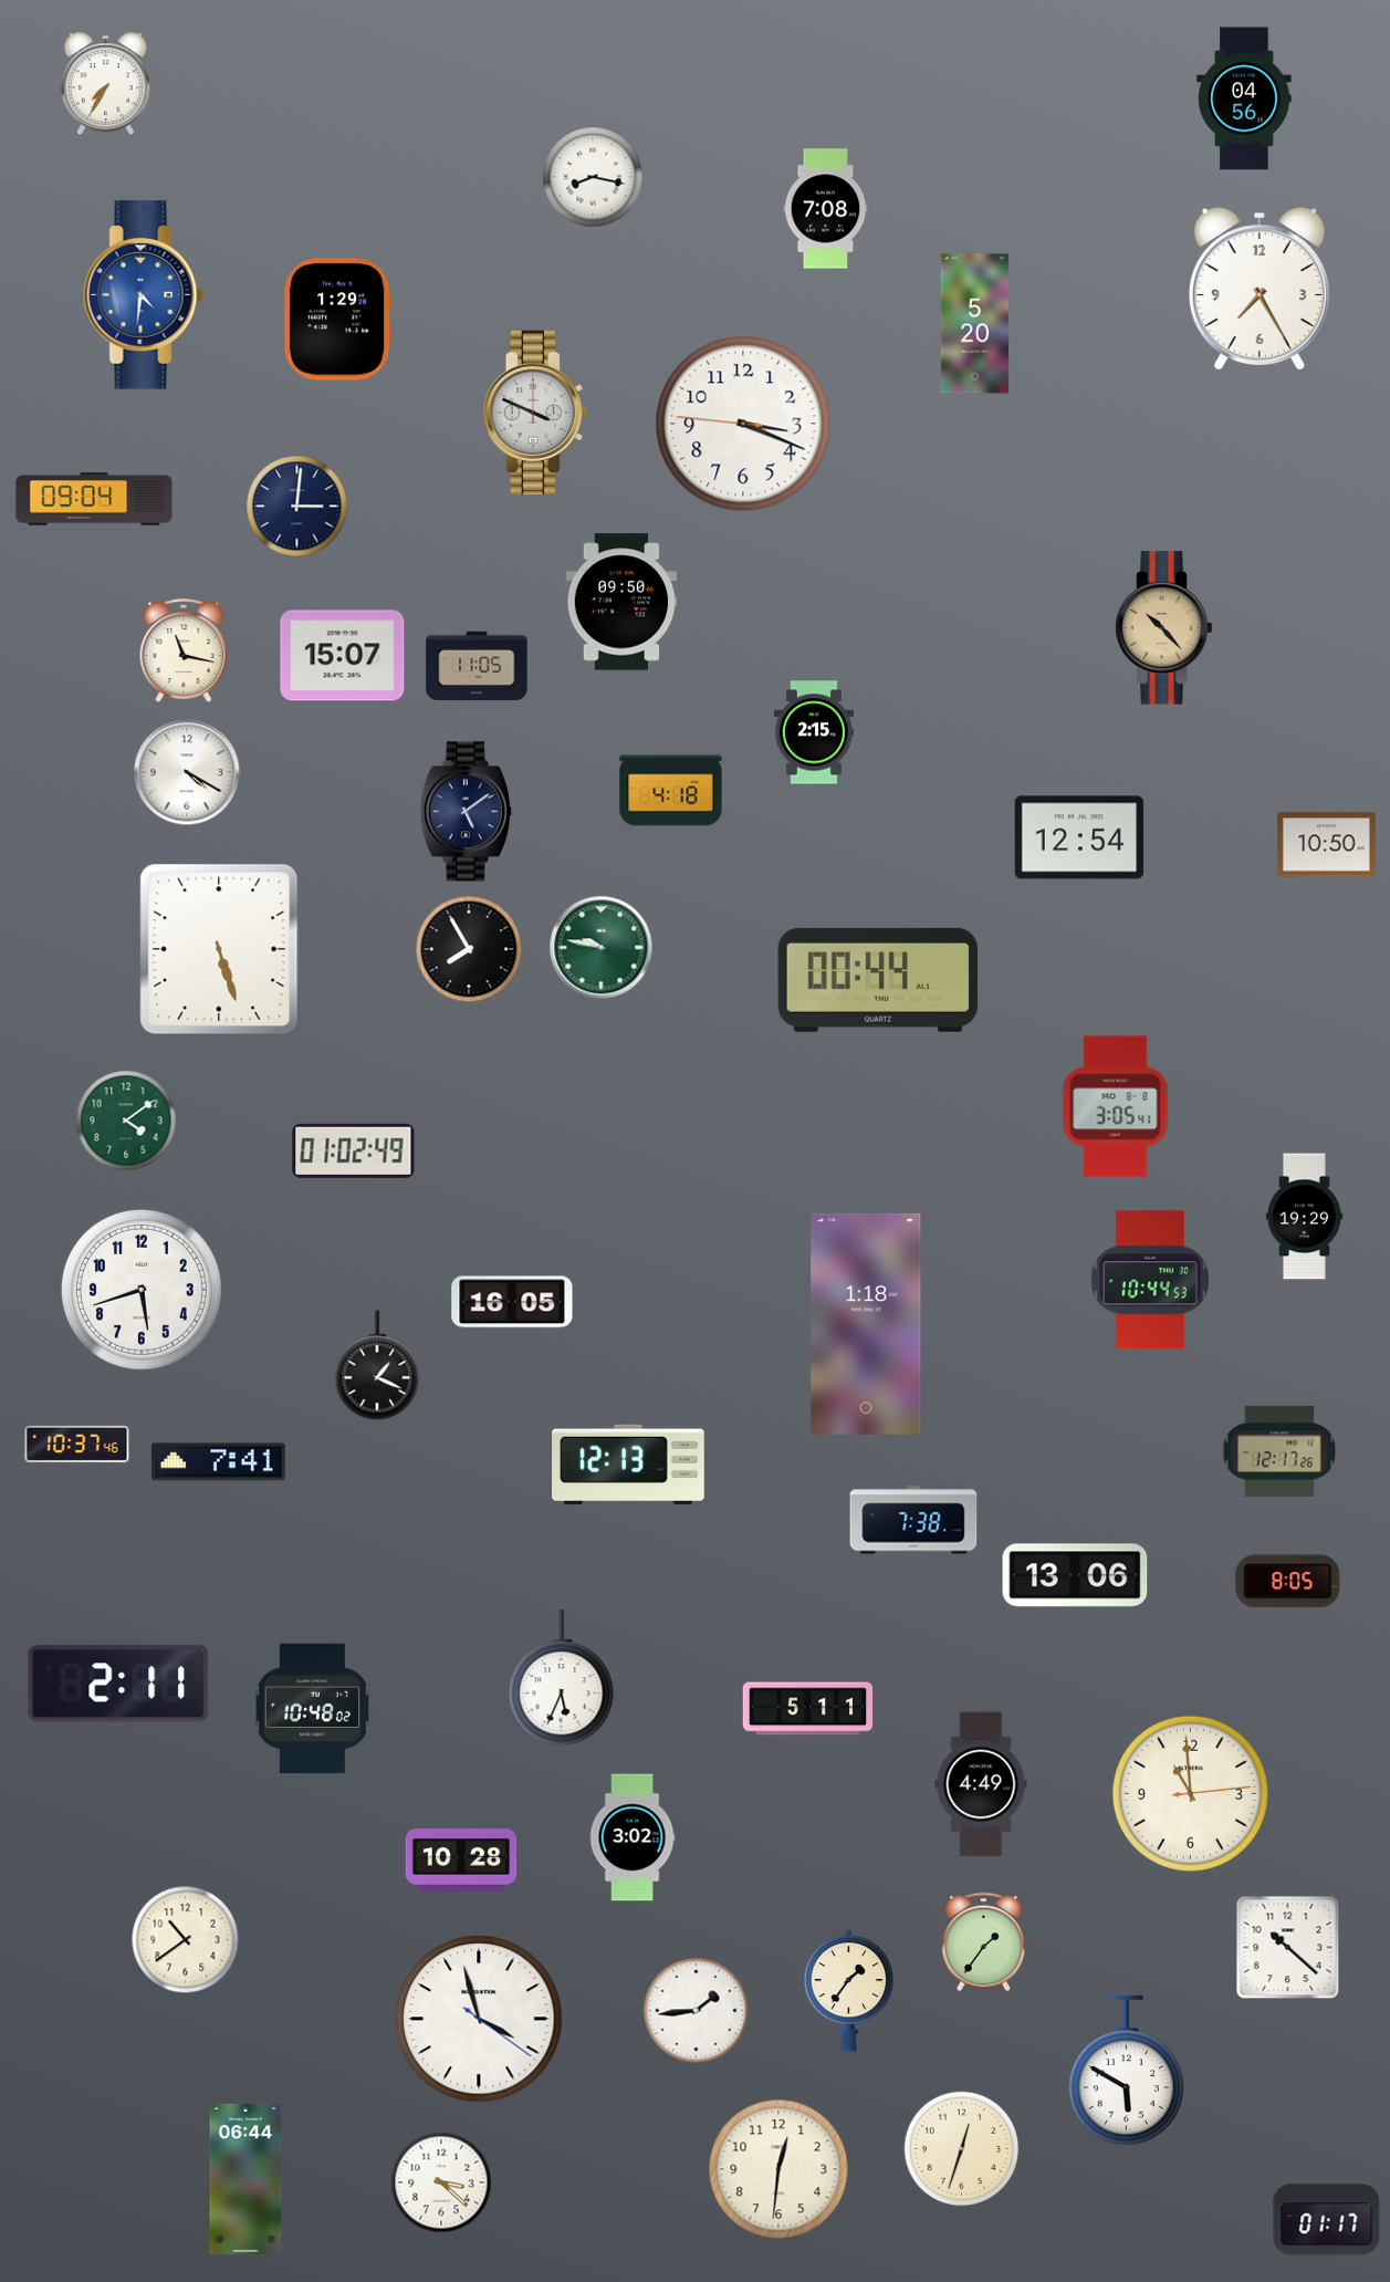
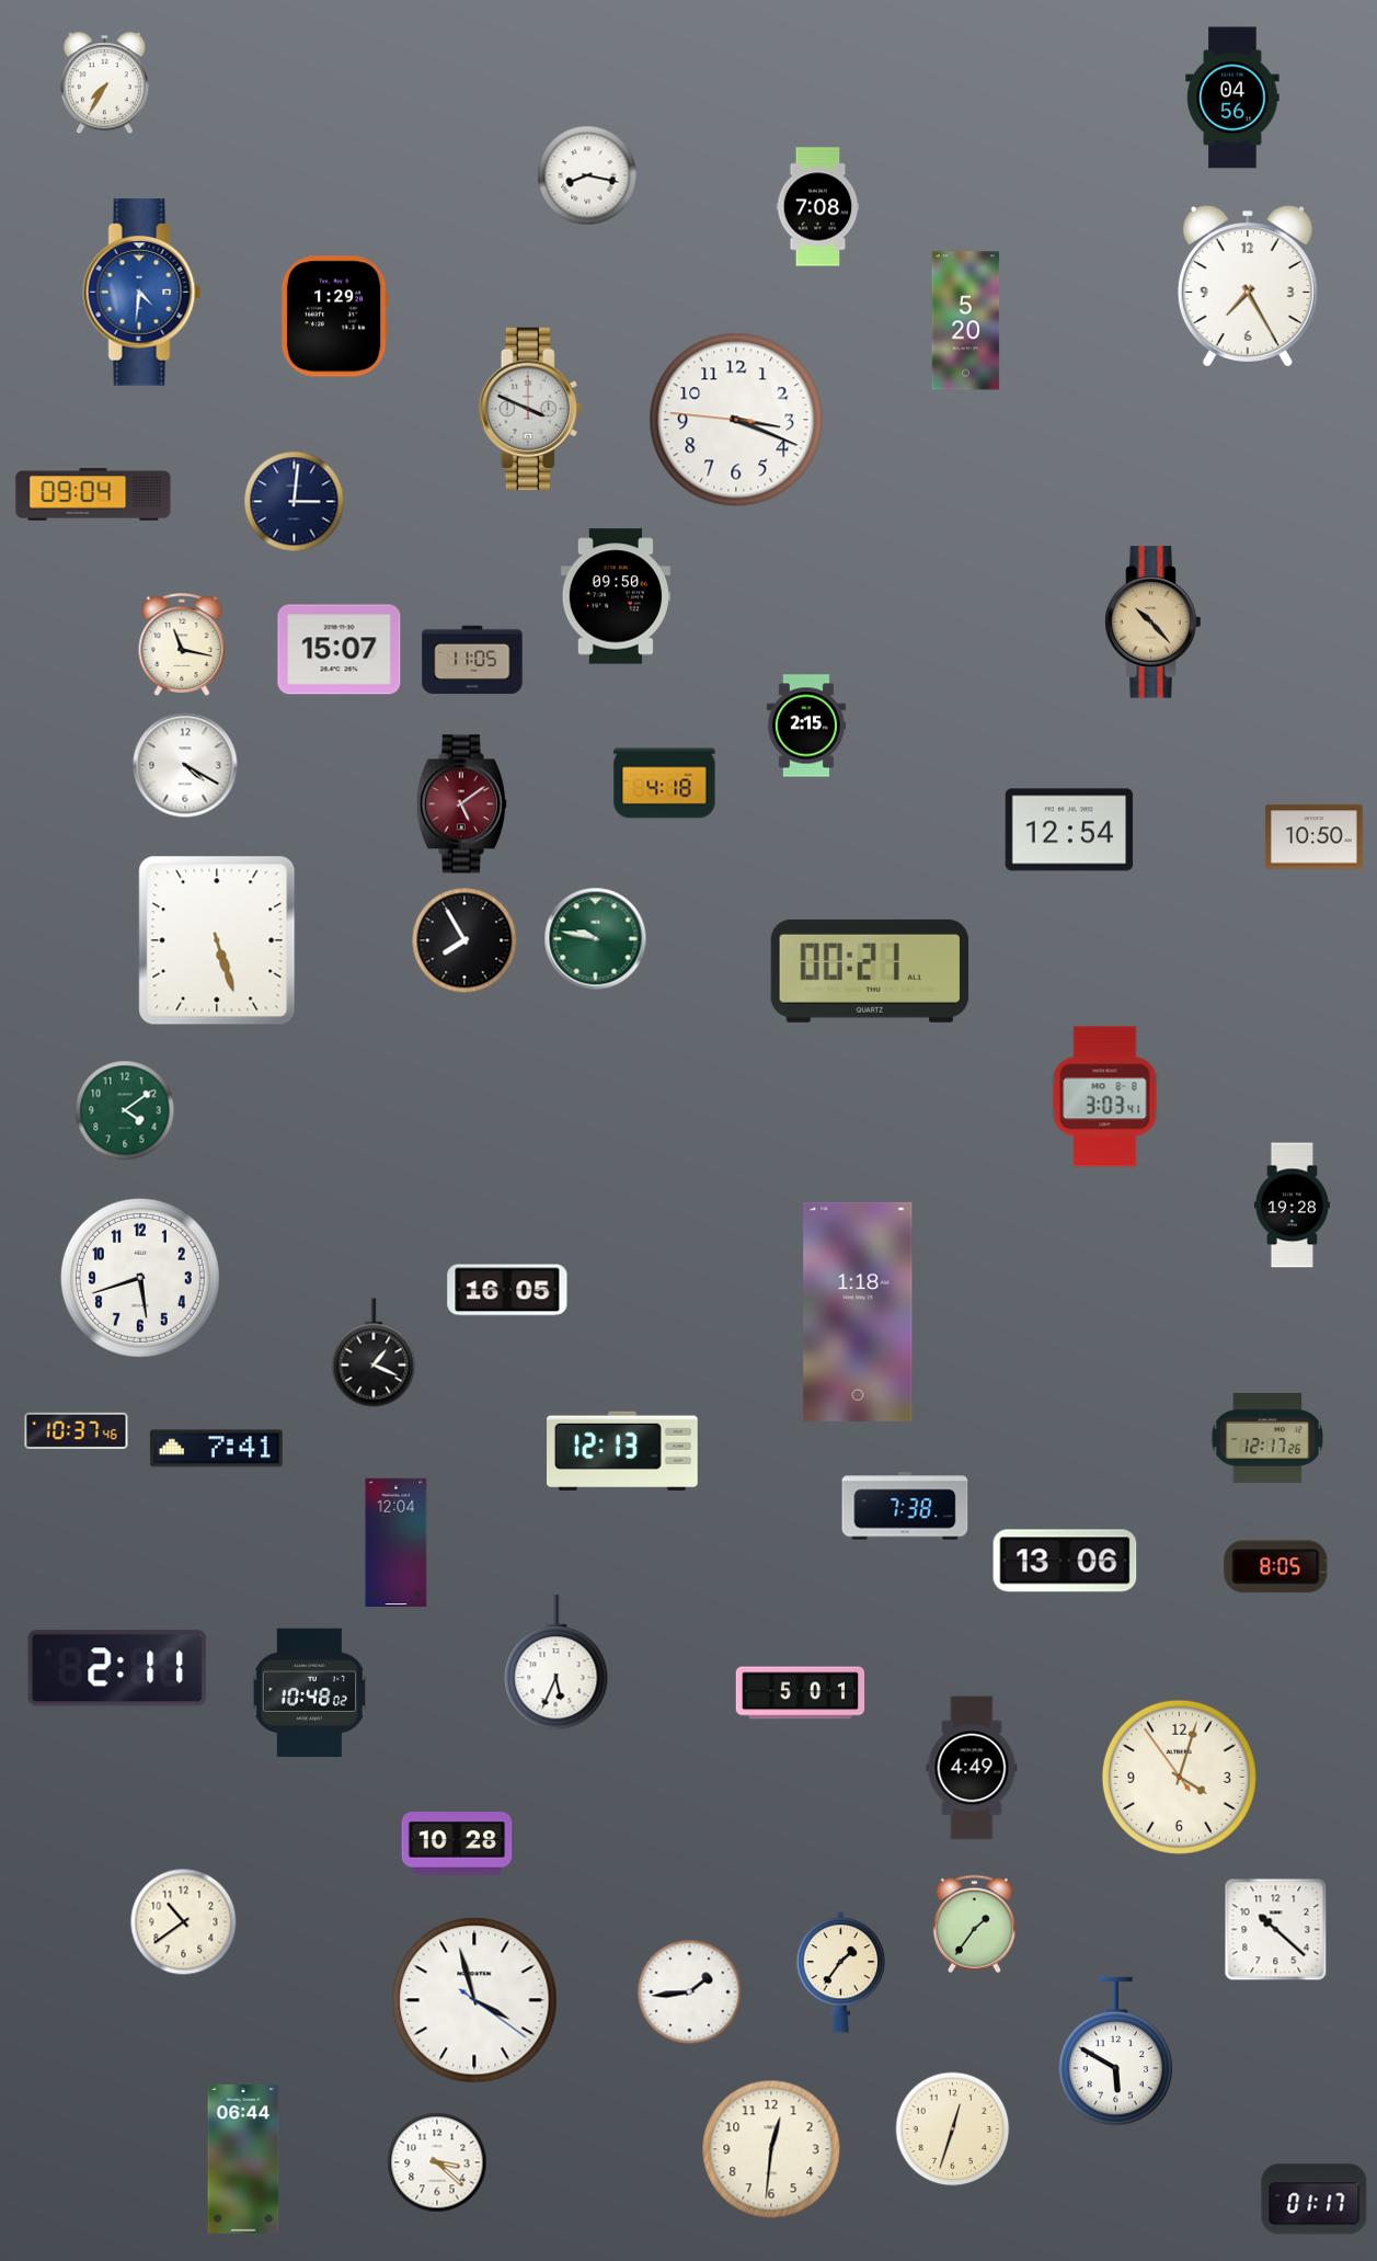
clock at (466, 812) dial: navy -> burgundy
clock at (878, 980): 00:44 -> 00:21
clock at (1116, 1107): 3:05 -> 3:03
clock at (354, 1150): 01:02 -> none
clock at (1304, 1217): 19:29 -> 19:28
clock at (1150, 1280): 10:44 -> none
clock at (397, 1543): none -> 12:04
clock at (808, 1709): 5:11 -> 5:01
clock at (1190, 1793): 10:59 -> 4:02
clock at (633, 1837): 3:02 -> none
